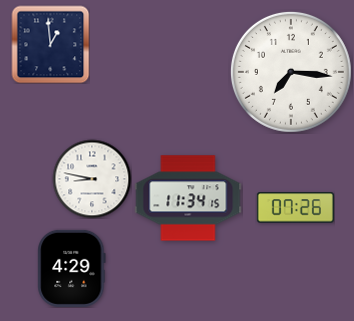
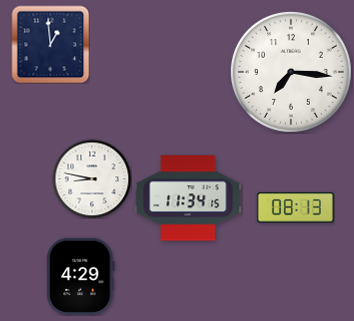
clock at (295, 208): 07:26 -> 08:13
clock at (72, 268) position: (72, 268) -> (81, 276)
